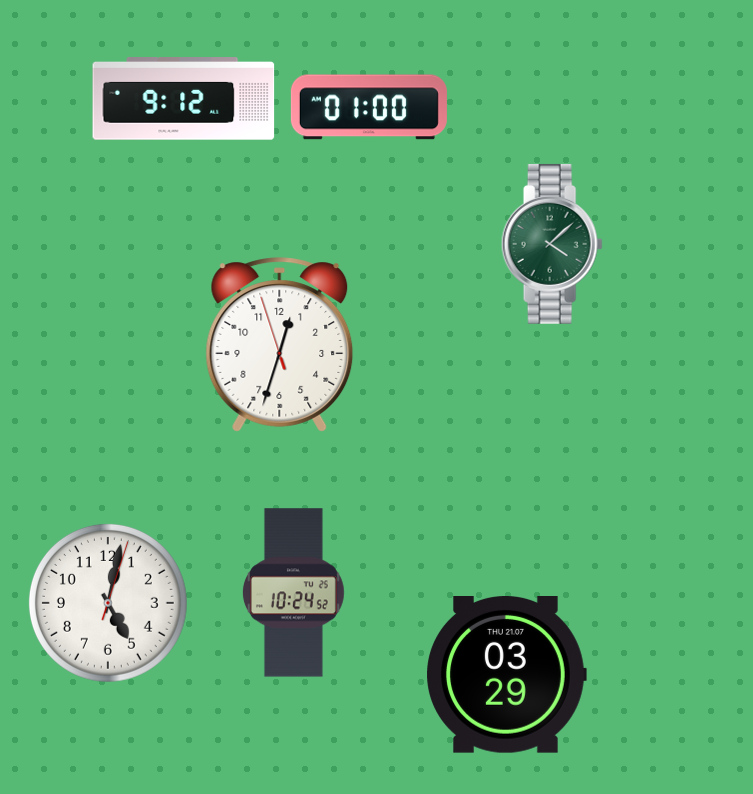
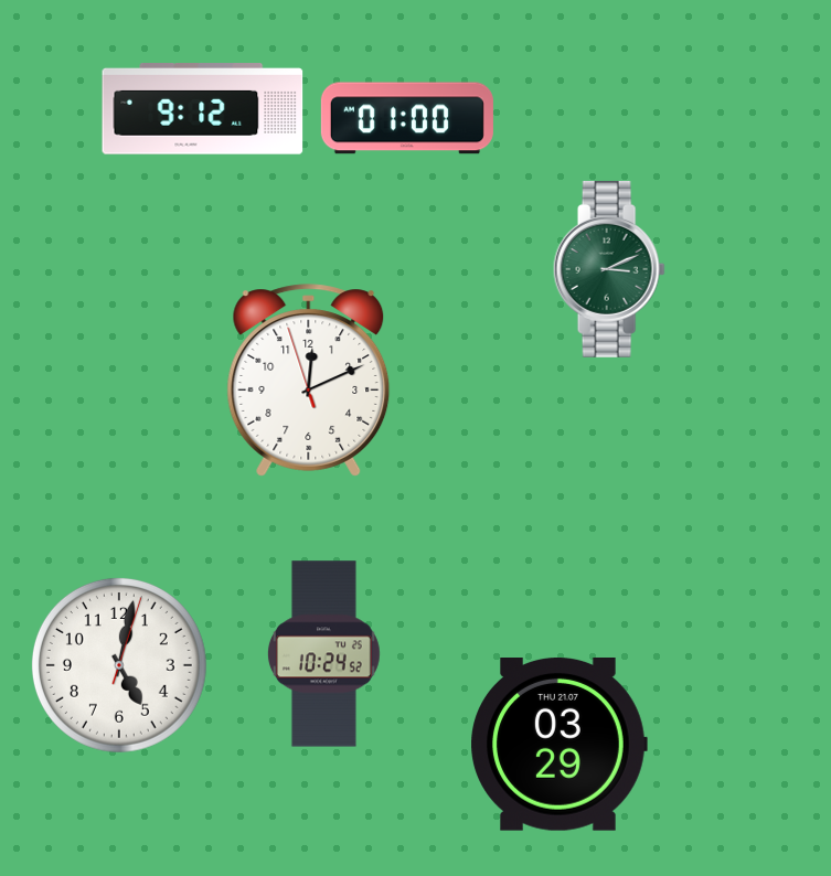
clock at (552, 244): 4:08 -> 3:11
clock at (280, 345): 12:32 -> 12:10
